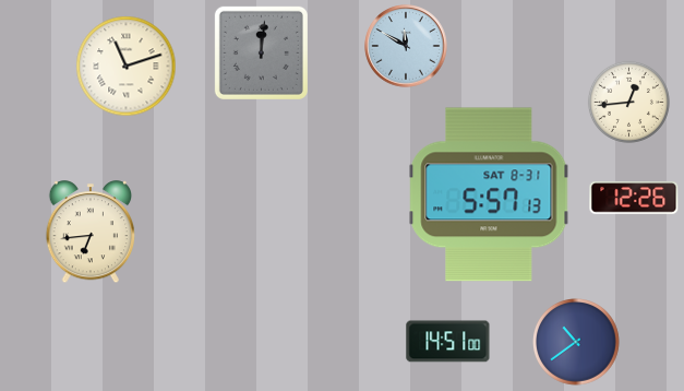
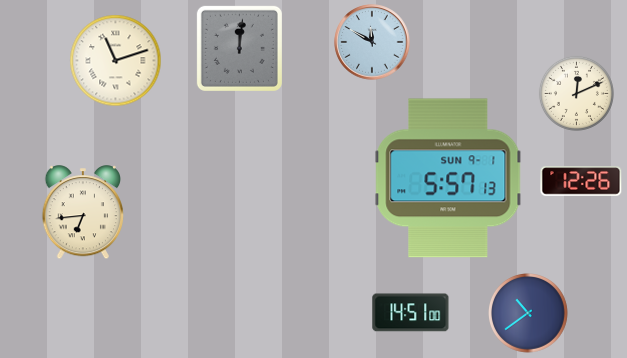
clock at (628, 102): 12:44 -> 12:11
clock at (489, 194) date: SAT 8-31 -> SUN 9-1
